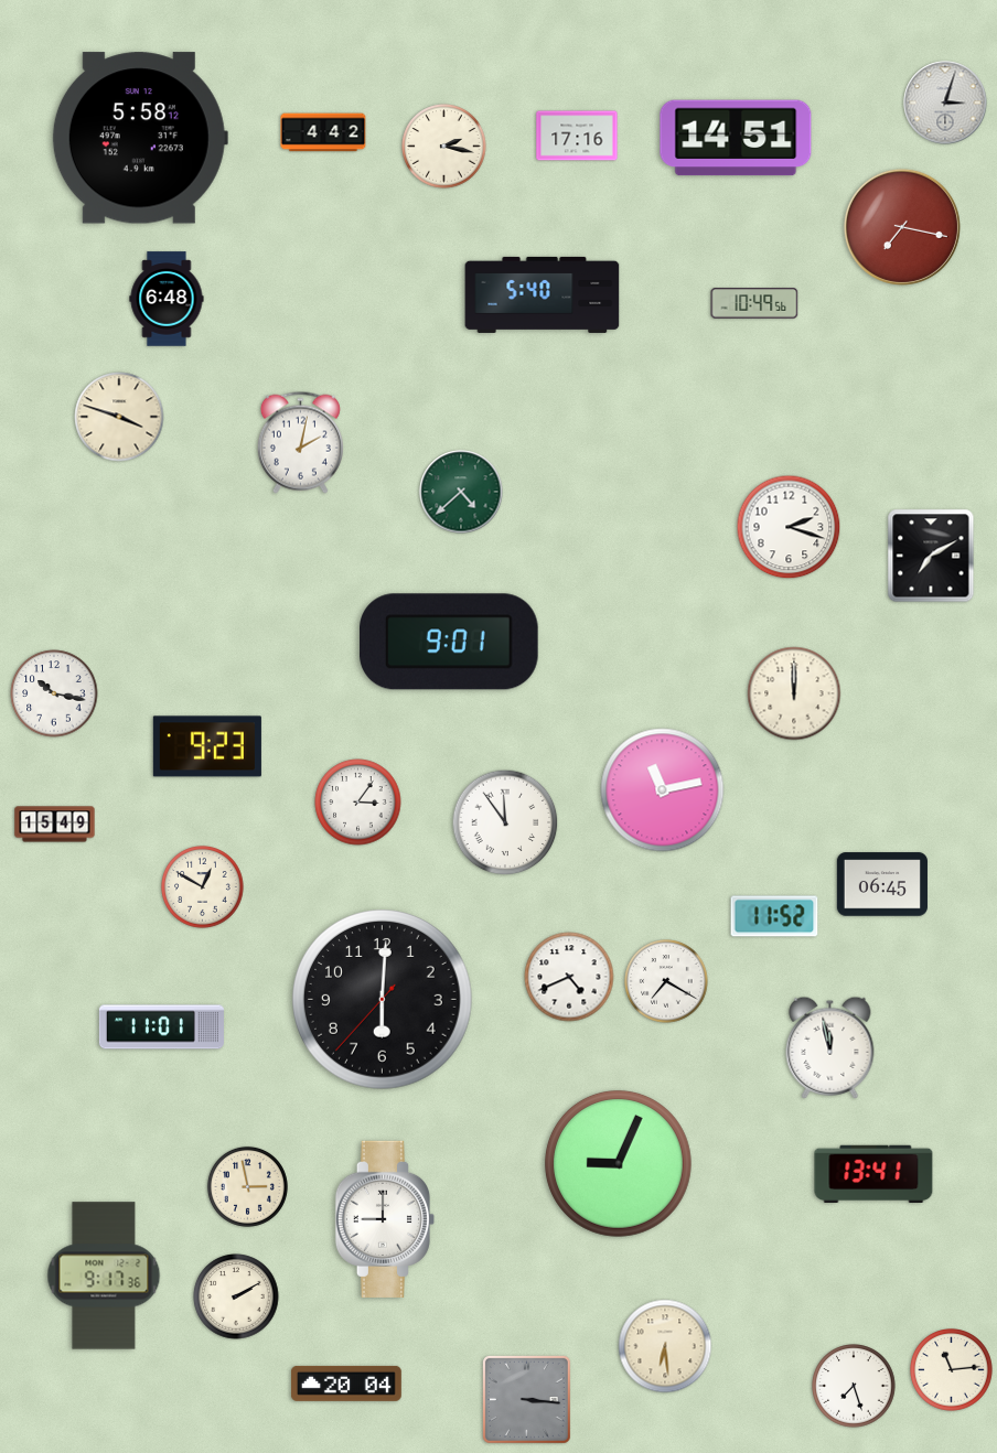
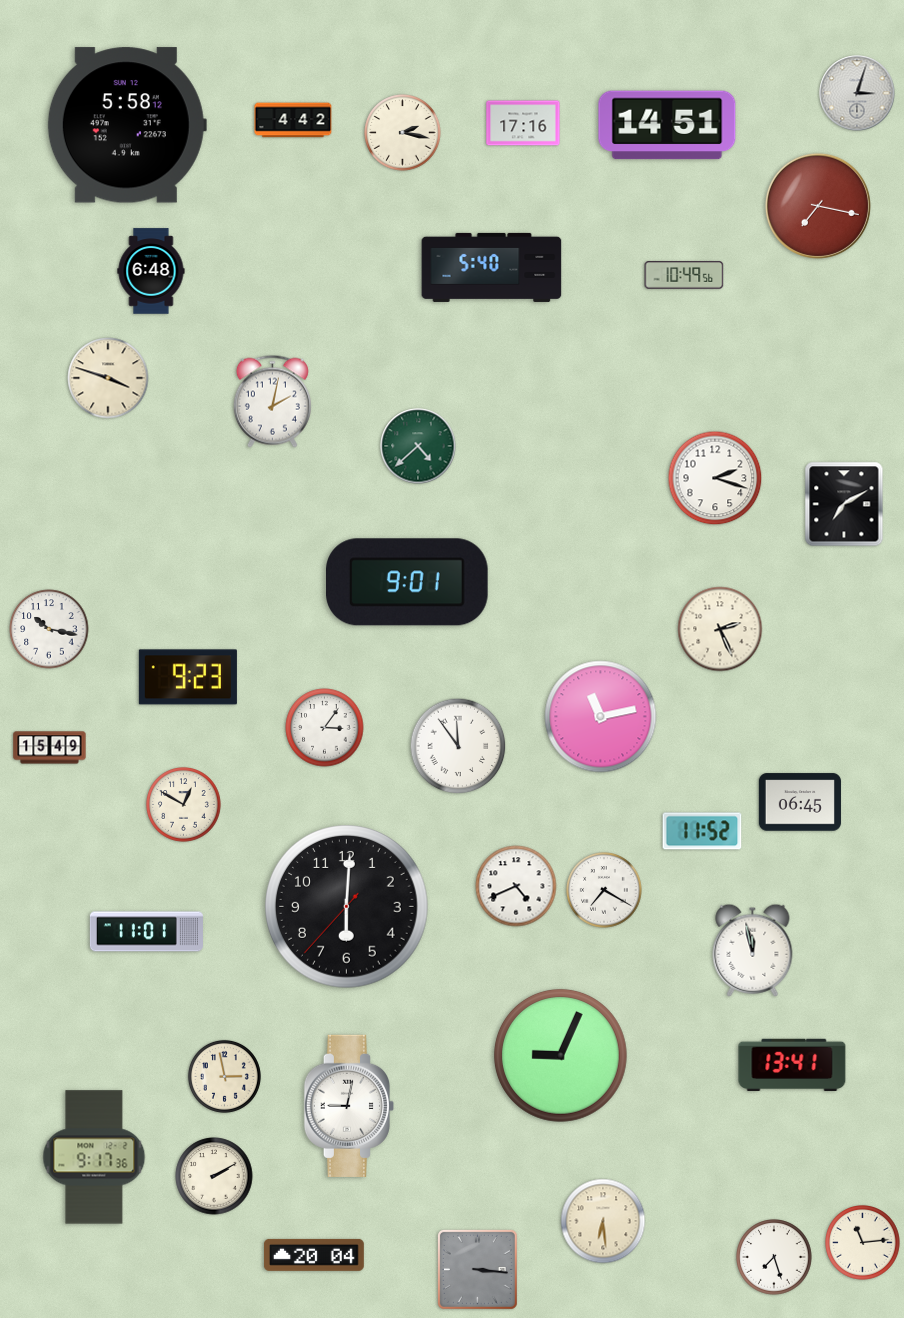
clock at (794, 693): 12:00 -> 2:26
clock at (384, 1219): 9:00 -> 9:02
